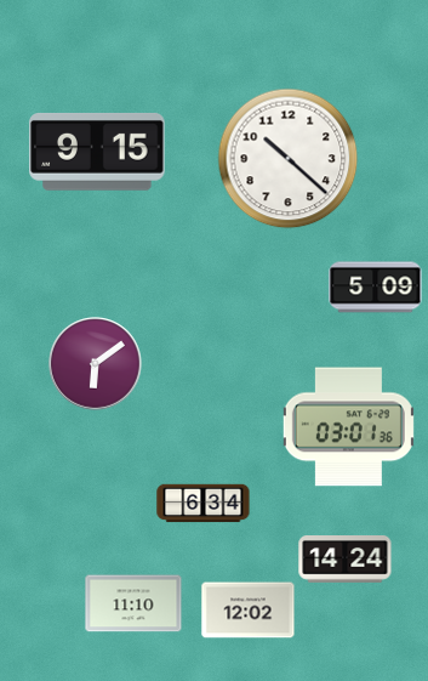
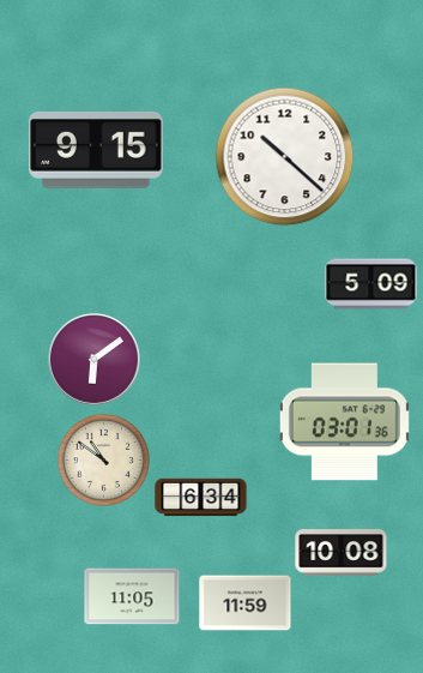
clock at (103, 459): none -> 10:51
clock at (346, 560): 14:24 -> 10:08
clock at (133, 603): 11:10 -> 11:05
clock at (249, 611): 12:02 -> 11:59
